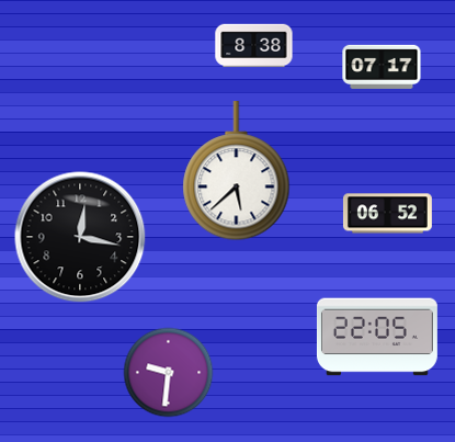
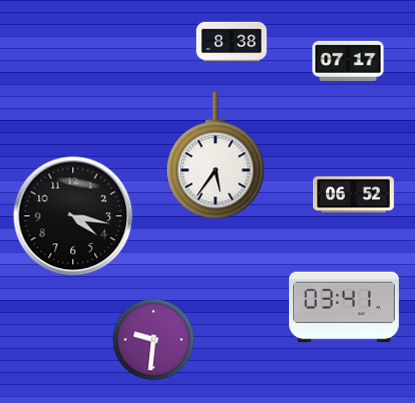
clock at (237, 171): 5:38 -> 5:36
clock at (80, 237): 12:17 -> 4:17
clock at (377, 337): 22:05 -> 03:41
